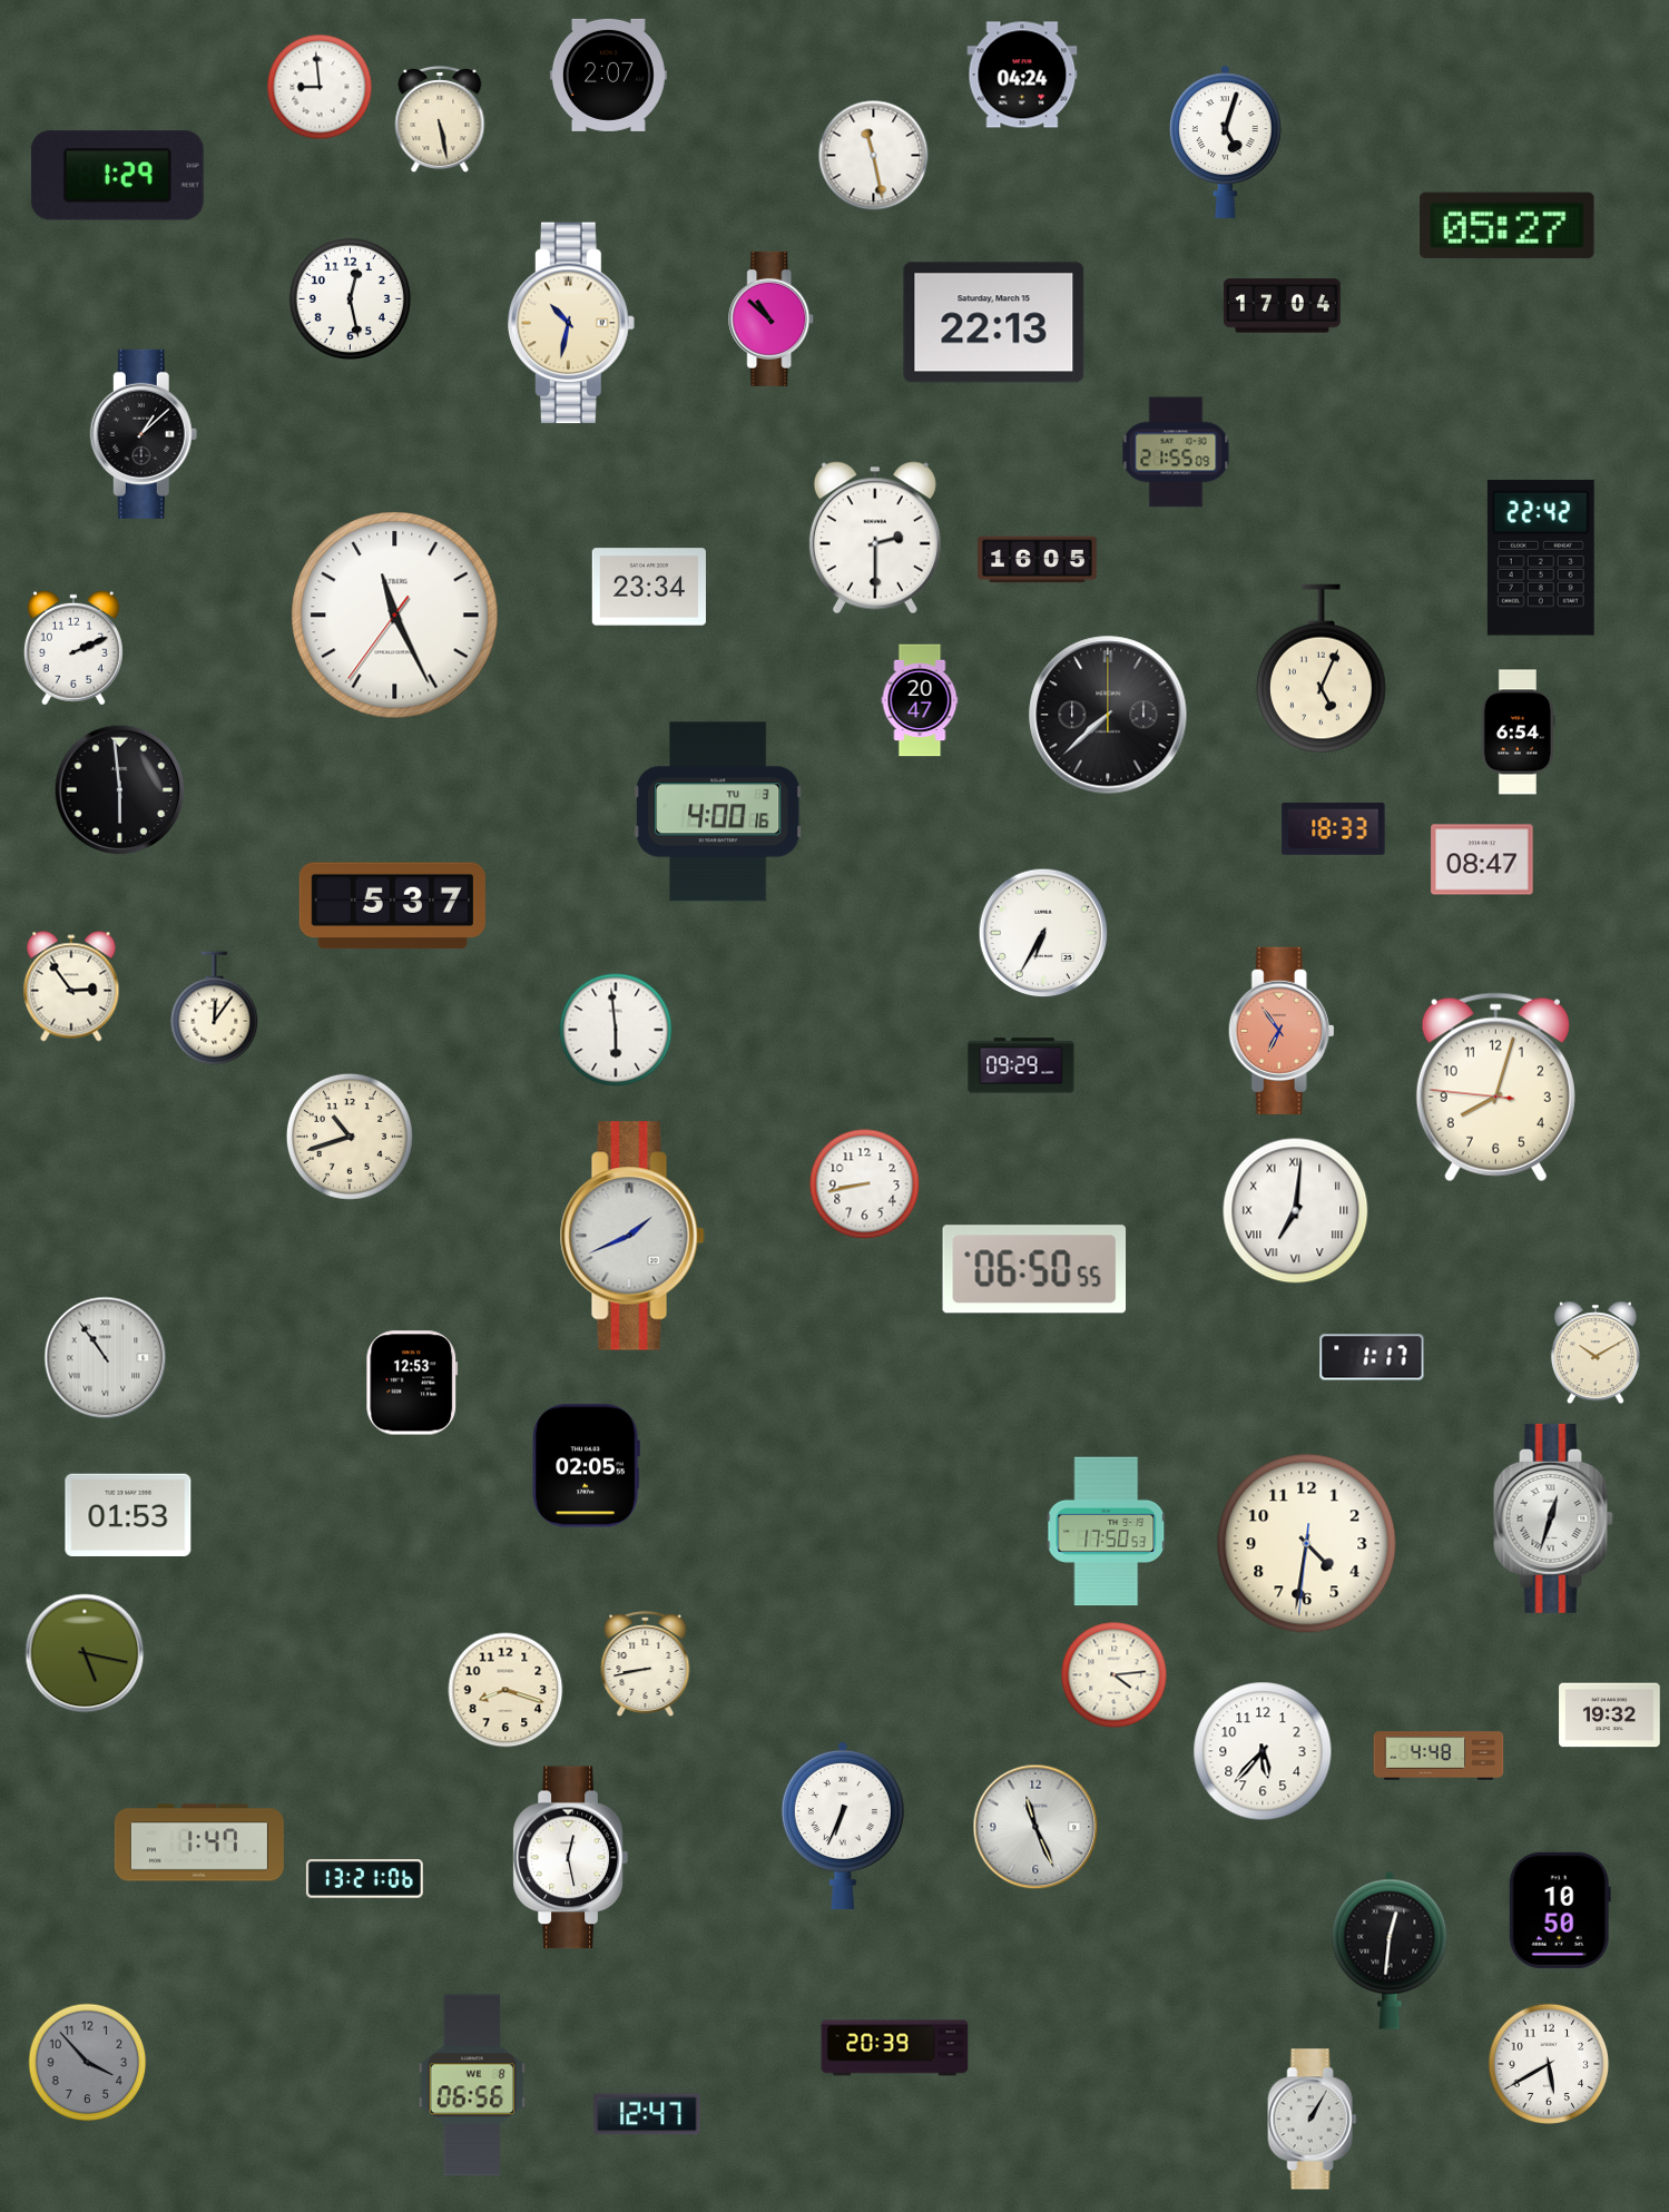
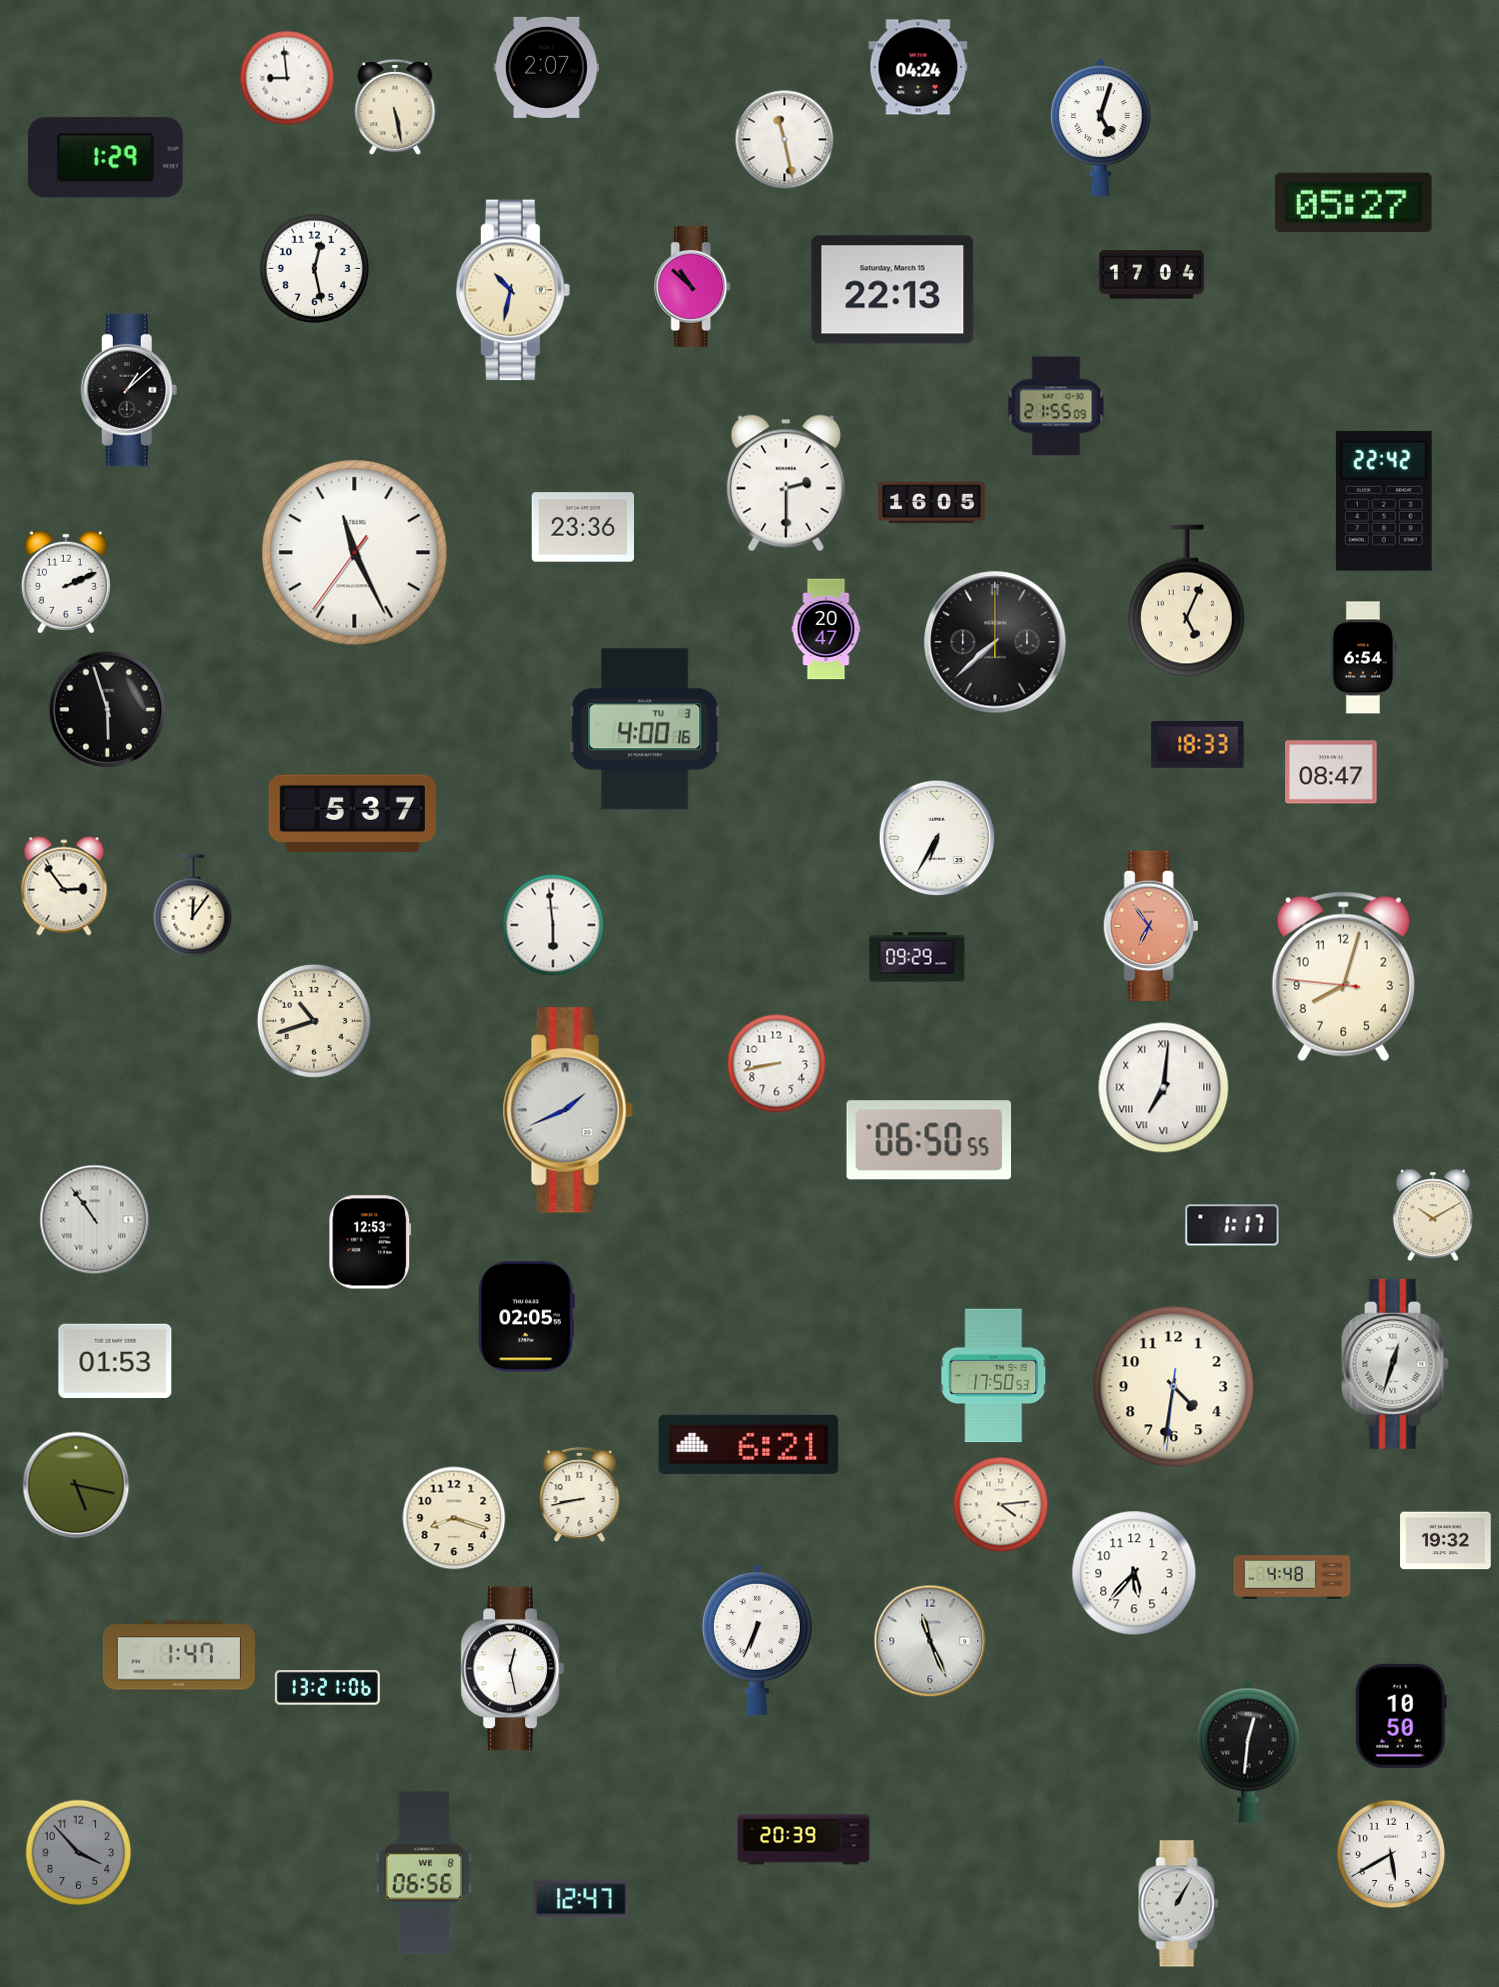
clock at (648, 587): 23:34 -> 23:36
clock at (120, 790): 5:59 -> 5:57
clock at (1372, 1357) position: (1372, 1357) -> (1232, 1225)
clock at (749, 1444): none -> 6:21
